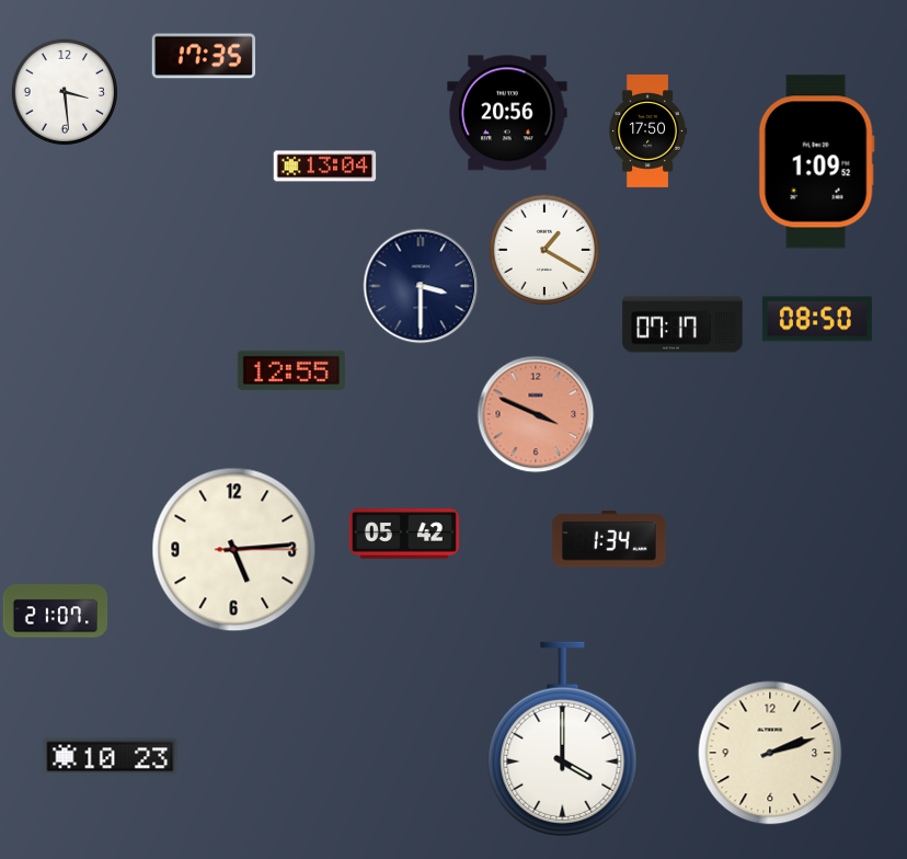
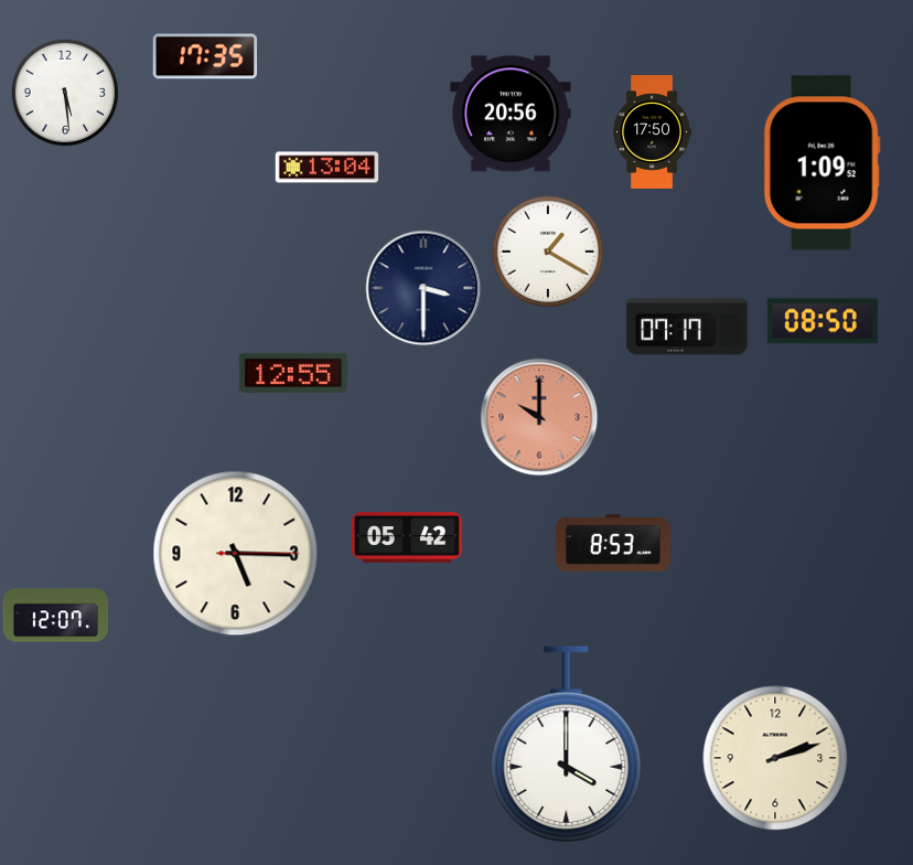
clock at (64, 91): 3:29 -> 5:29
clock at (536, 414): 3:49 -> 10:00
clock at (609, 539): 1:34 -> 8:53
clock at (234, 550): 5:14 -> 5:15
clock at (56, 611): 21:07 -> 12:07
clock at (111, 757): 10:23 -> none
